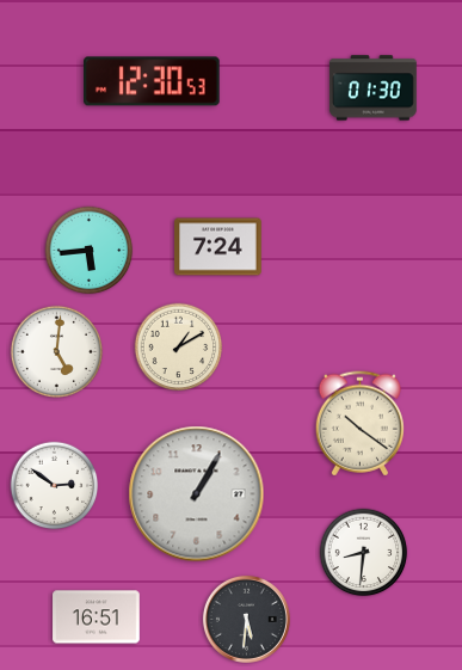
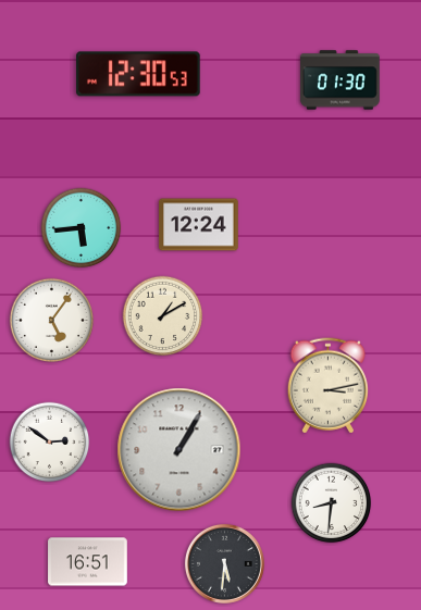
clock at (218, 247): 7:24 -> 12:24
clock at (56, 351): 5:01 -> 5:06
clock at (359, 424): 10:21 -> 3:13
